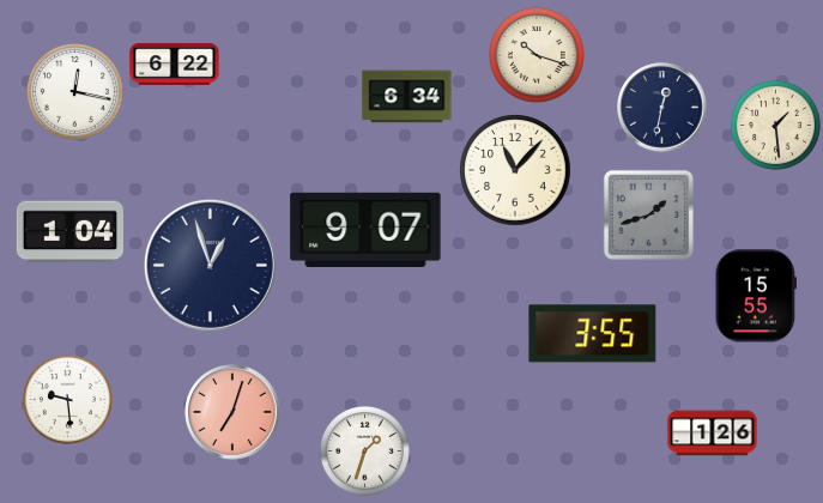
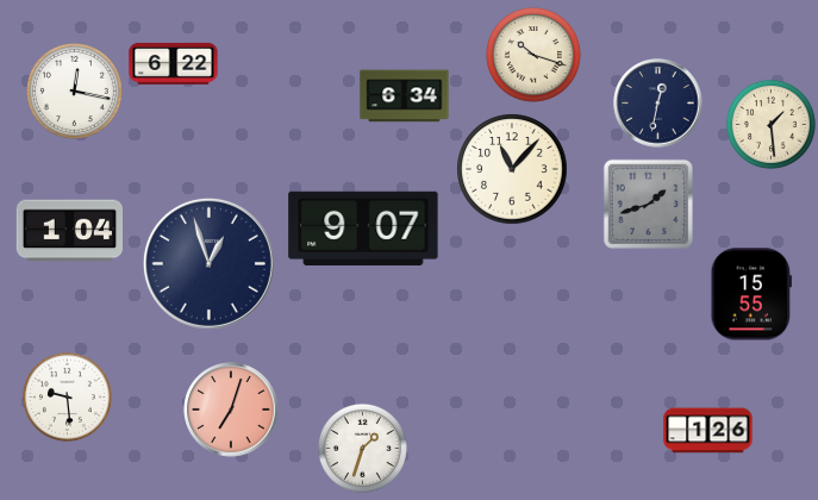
clock at (662, 108) position: (662, 108) -> (658, 104)
clock at (648, 214) position: (648, 214) -> (648, 204)
clock at (593, 334): 3:55 -> none
